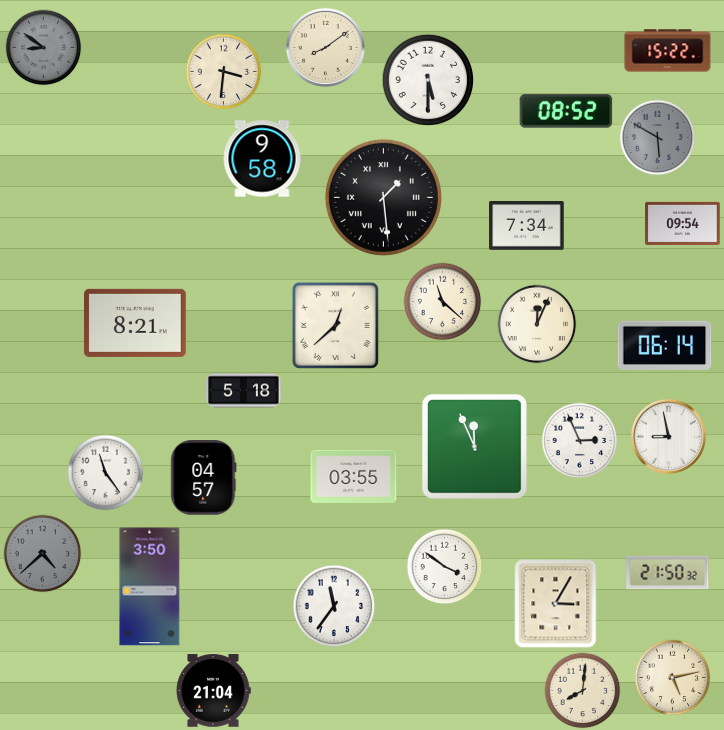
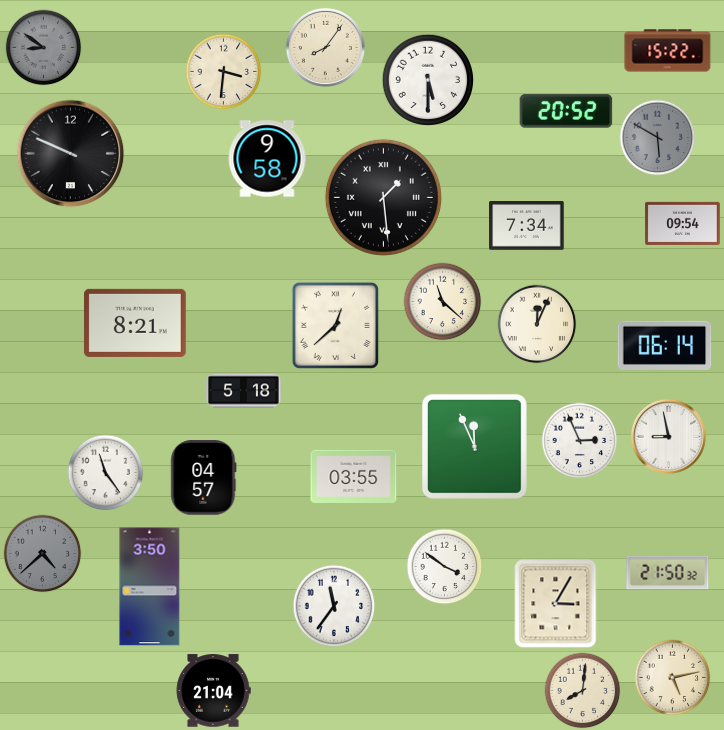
clock at (325, 47): 8:09 -> 8:06
clock at (566, 111): 08:52 -> 20:52
clock at (71, 154): none -> 9:49
clock at (262, 159) position: (262, 159) -> (267, 159)
